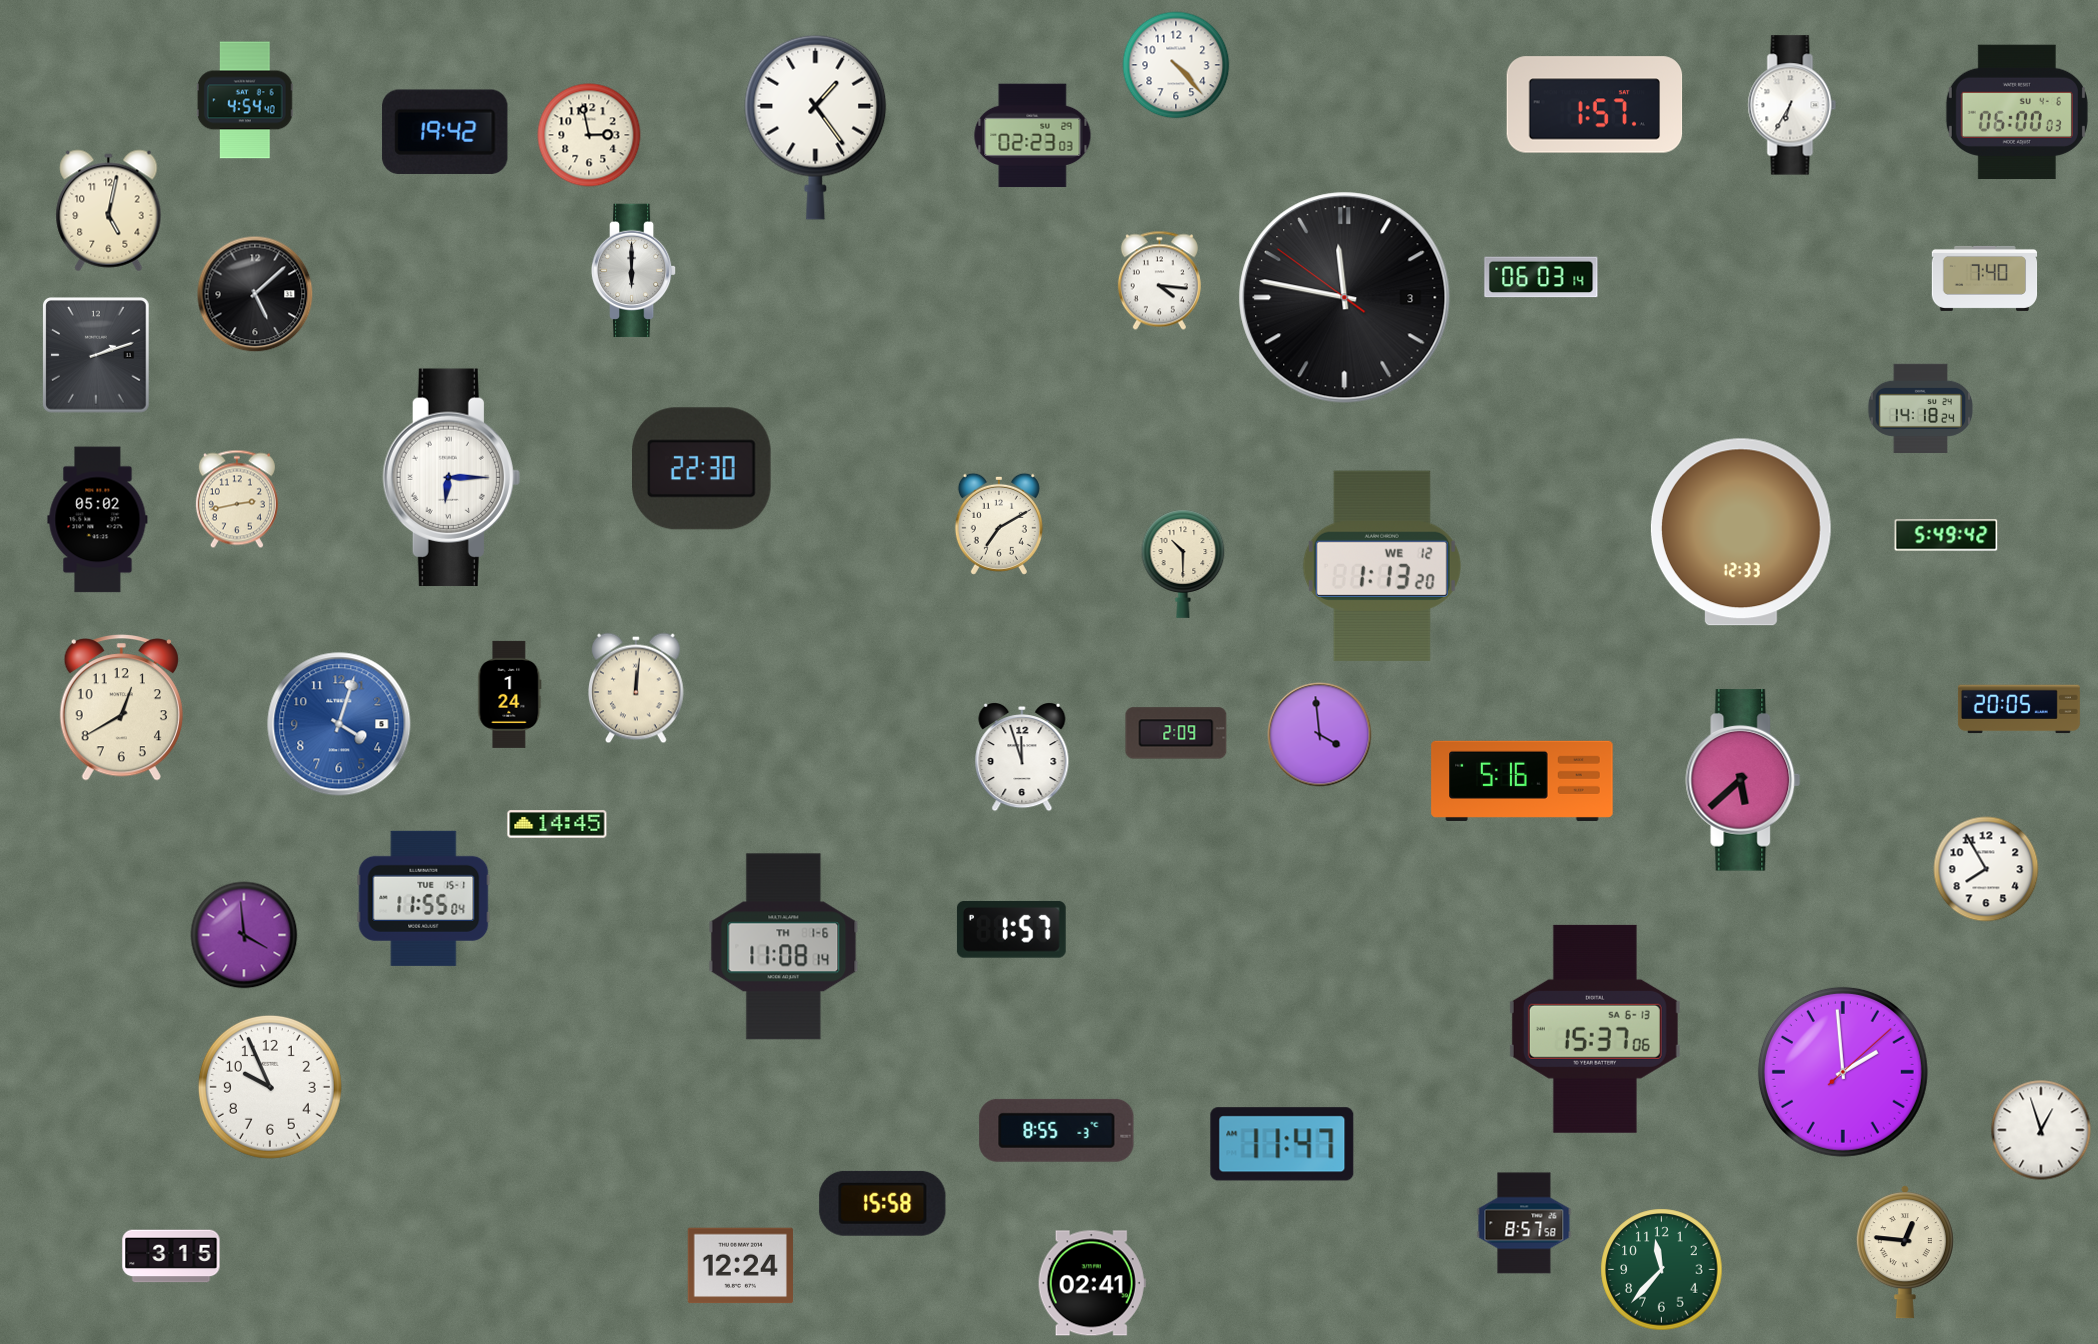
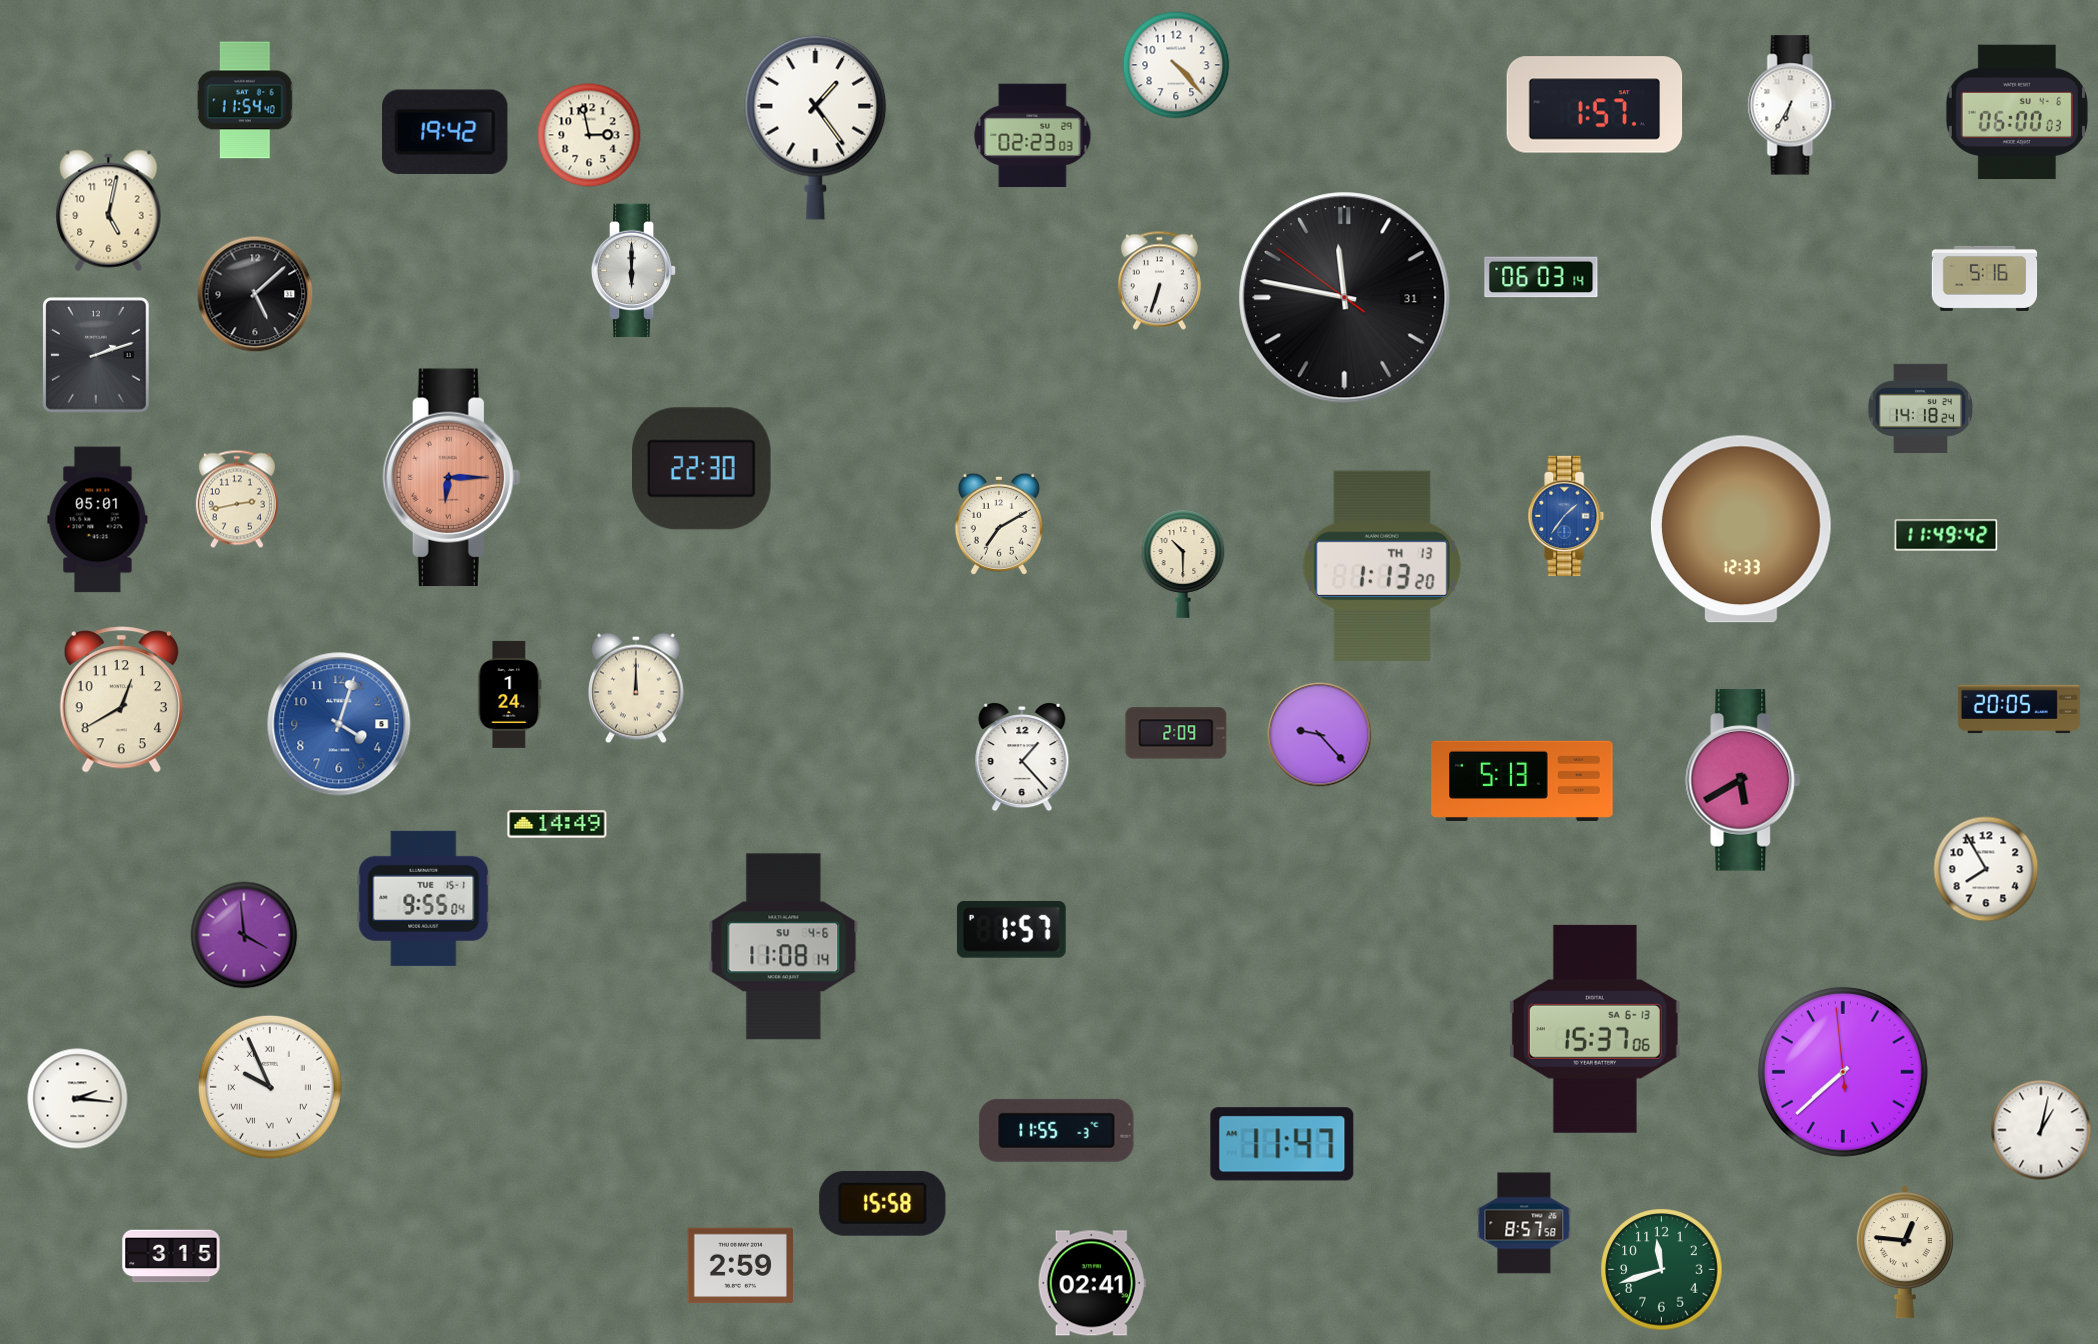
clock at (245, 100): 4:54 -> 11:54
clock at (1985, 278): 7:40 -> 5:16
clock at (1159, 281): 4:16 -> 6:33
clock at (1345, 298) date: 3 -> 31
clock at (451, 478) dial: white -> salmon
clock at (1566, 516): none -> 1:36
clock at (98, 520): 05:02 -> 05:01
clock at (1741, 532) position: (1741, 532) -> (1741, 529)
clock at (1946, 535): 5:49 -> 11:49
clock at (1382, 566) date: WE 12 -> TH 13
clock at (637, 688): 12:01 -> 12:00
clock at (121, 708) position: (121, 708) -> (121, 700)
clock at (1320, 735): 3:59 -> 9:23
clock at (1022, 758): 11:57 -> 1:23
clock at (1743, 780): 5:38 -> 5:40
clock at (1522, 781): 5:16 -> 5:13
clock at (557, 824): 14:45 -> 14:49
clock at (424, 898): 11:55 -> 9:55
clock at (784, 947) date: TH 1-6 -> SU 4-6
clock at (1843, 1072): 1:59 -> 7:37
clock at (270, 1087) numerals: Arabic -> Roman
clock at (78, 1099): none -> 2:16
clock at (1057, 1130): 8:55 -> 11:55
clock at (2041, 1130): 12:57 -> 1:02
clock at (740, 1266): 12:24 -> 2:59
clock at (1662, 1270): 11:37 -> 11:42
